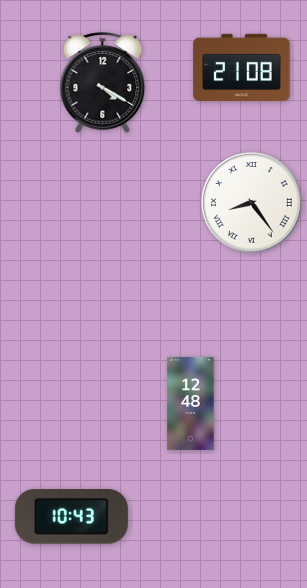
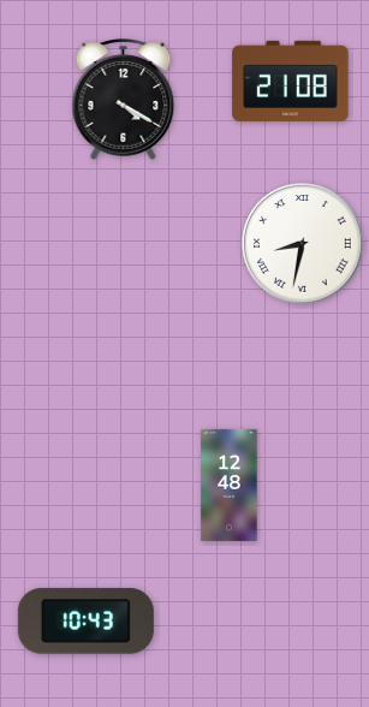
clock at (252, 203): 8:24 -> 8:32
